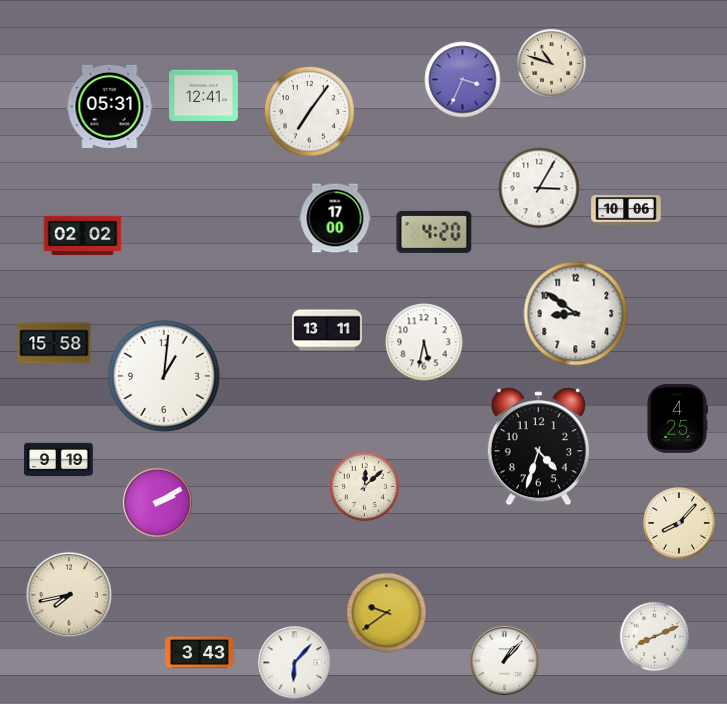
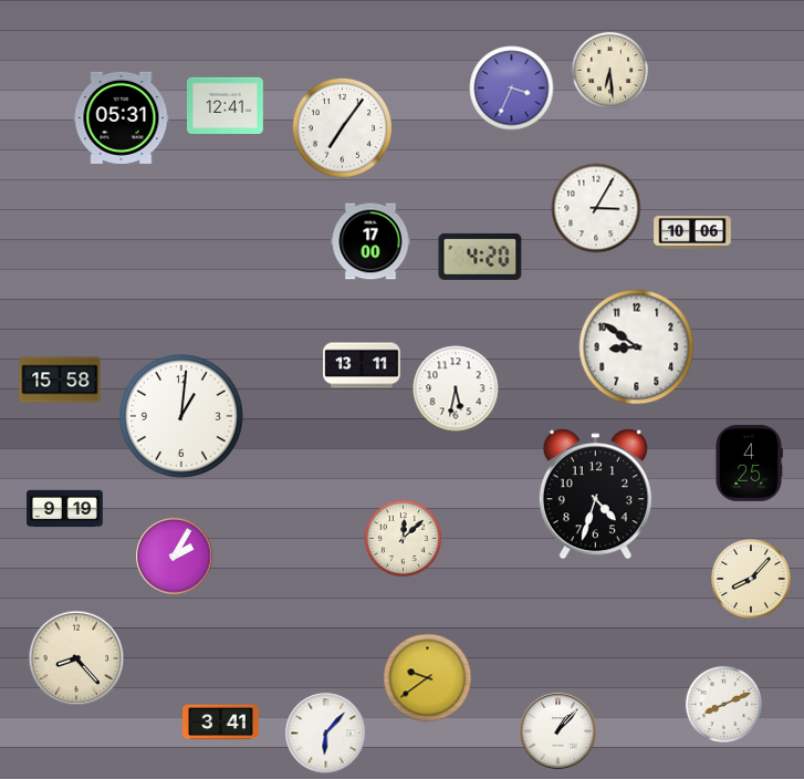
clock at (551, 63): 10:48 -> 6:29
clock at (309, 111) position: (309, 111) -> (342, 127)
clock at (83, 236): 02:02 -> none
clock at (424, 342) position: (424, 342) -> (456, 388)
clock at (158, 503): 2:10 -> 2:05
clock at (69, 595): 7:43 -> 8:23
clock at (200, 653): 3:43 -> 3:41
